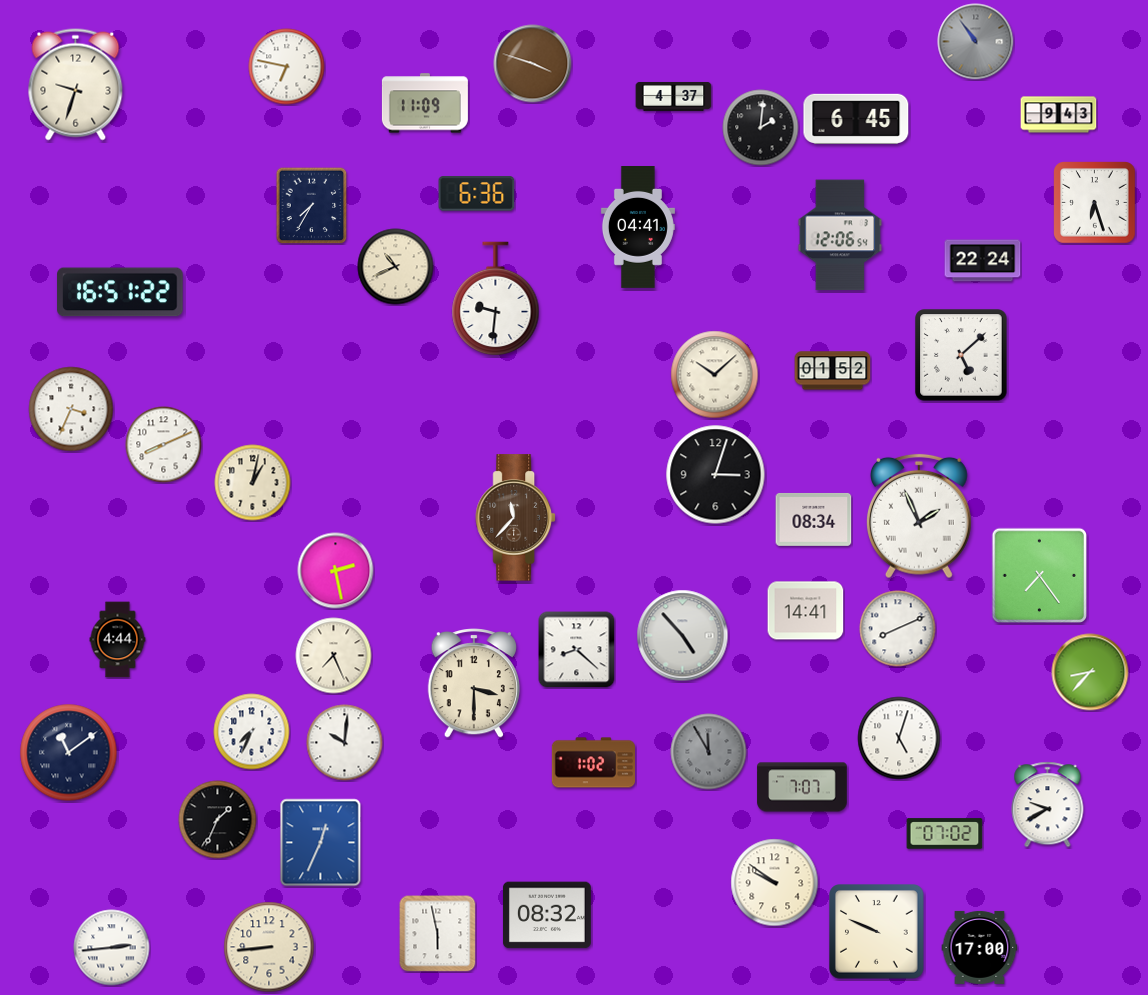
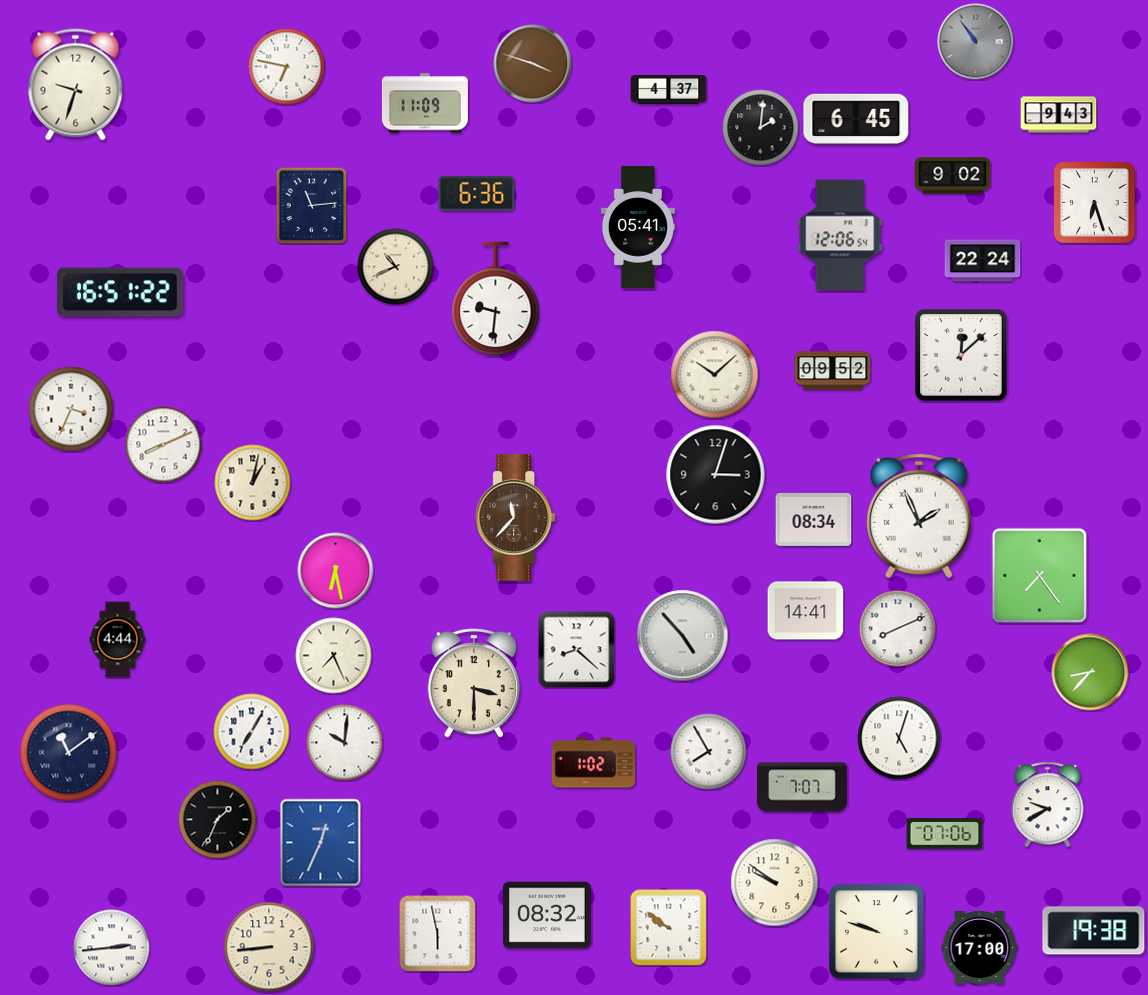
clock at (674, 96) position: (674, 96) -> (669, 89)
clock at (953, 176): none -> 9:02
clock at (312, 205): 7:35 -> 11:14
clock at (638, 228): 04:41 -> 05:41
clock at (961, 355): 5:08 -> 12:08
clock at (833, 371): 01:52 -> 09:52
clock at (336, 571): 2:28 -> 6:28
clock at (252, 732): 7:34 -> 7:05
clock at (709, 752): 11:55 -> 7:55
clock at (709, 752) dial: grey -> white
clock at (945, 834): 07:02 -> 07:06
clock at (669, 928): none -> 9:51
clock at (1094, 931): none -> 19:38
clock at (877, 932): 9:49 -> 9:48
